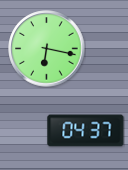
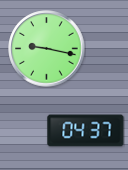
clock at (47, 49): 6:17 -> 9:17
